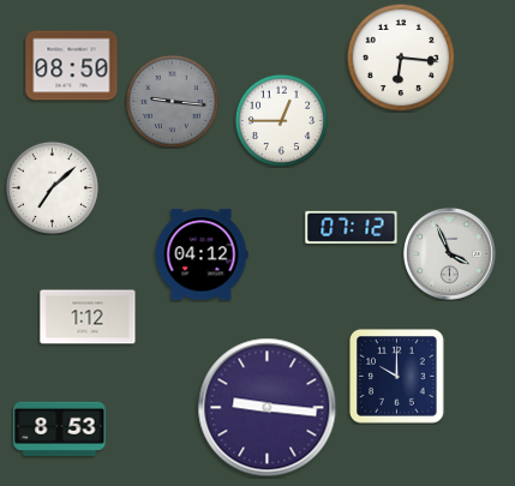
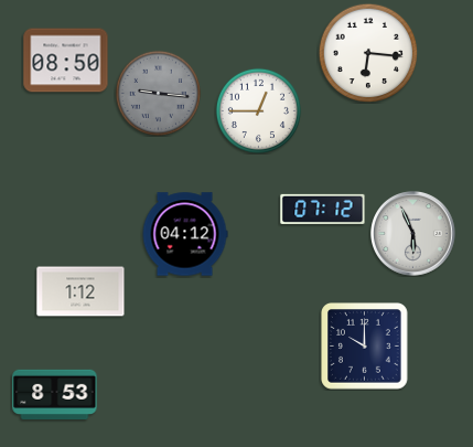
clock at (52, 187): 7:08 -> none
clock at (450, 254): 3:56 -> 5:56
clock at (268, 408): 9:16 -> none
